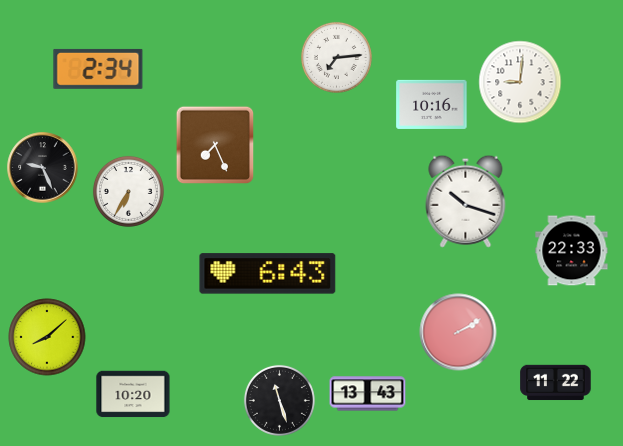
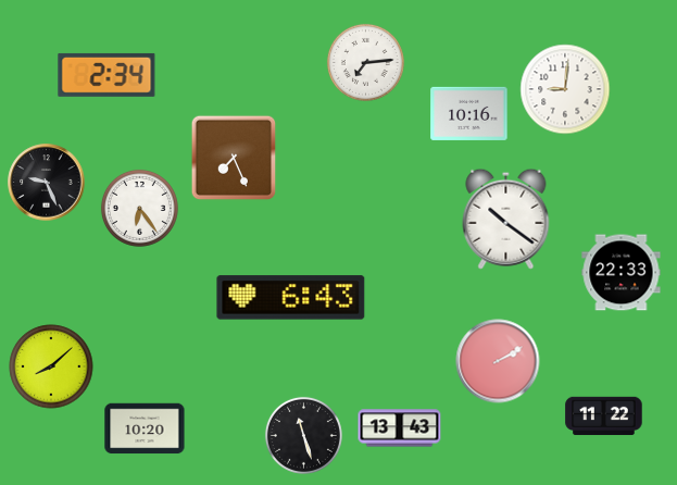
clock at (128, 191): 6:35 -> 6:24
clock at (466, 201): 10:18 -> 10:21
